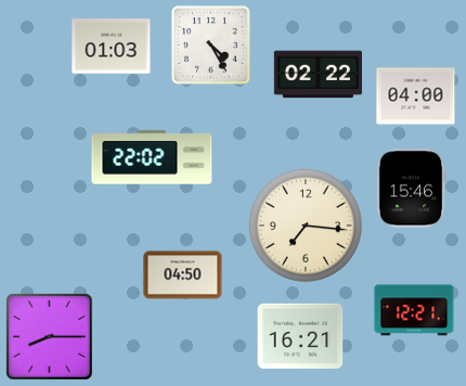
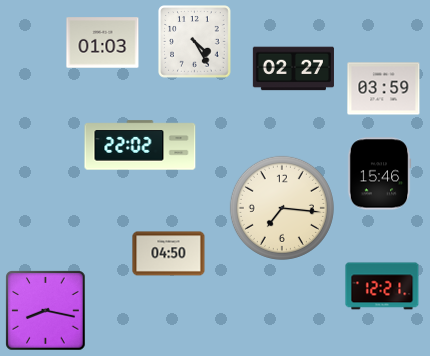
clock at (318, 75): 02:22 -> 02:27
clock at (416, 97): 04:00 -> 03:59
clock at (300, 336): 16:21 -> none
clock at (50, 337): 8:15 -> 8:17
